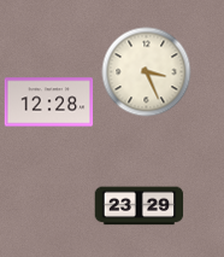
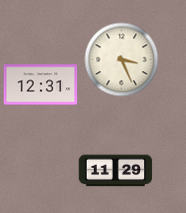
clock at (49, 103): 12:28 -> 12:31
clock at (140, 206): 23:29 -> 11:29
